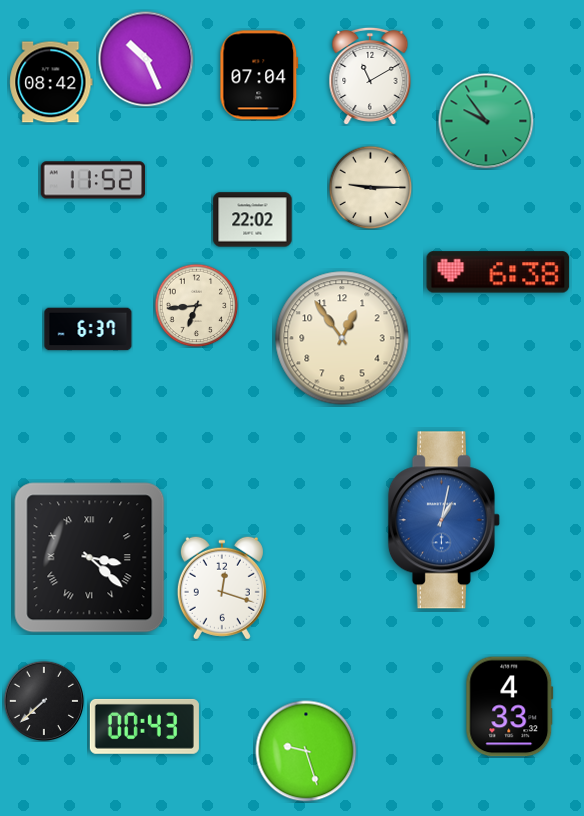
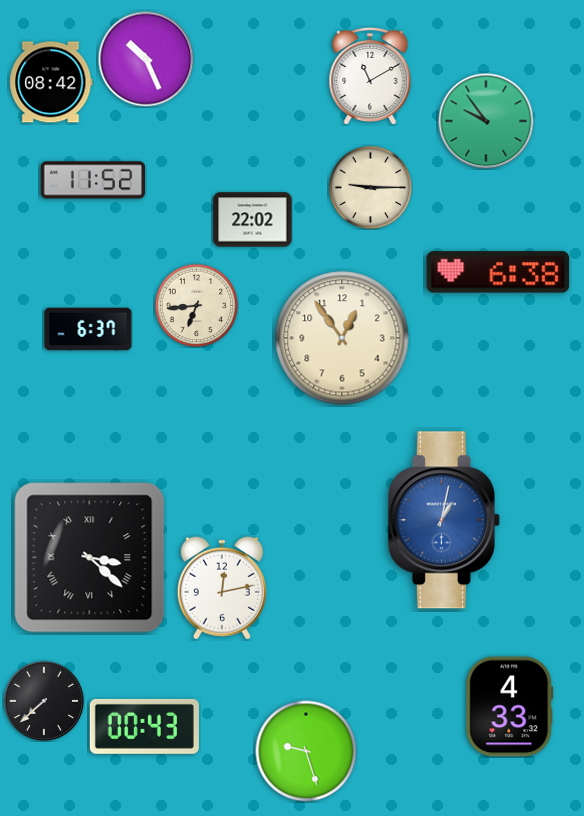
clock at (259, 75): 07:04 -> none
clock at (222, 588): 12:18 -> 12:13
